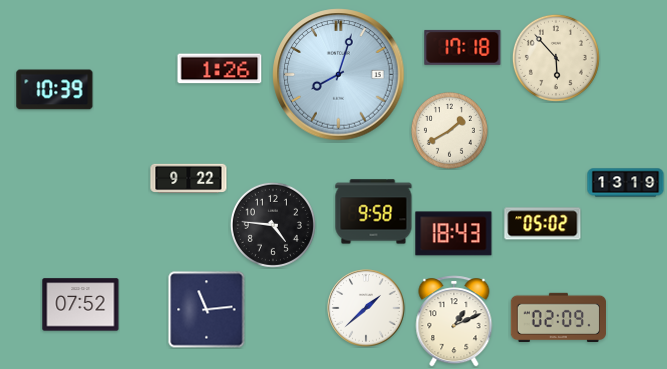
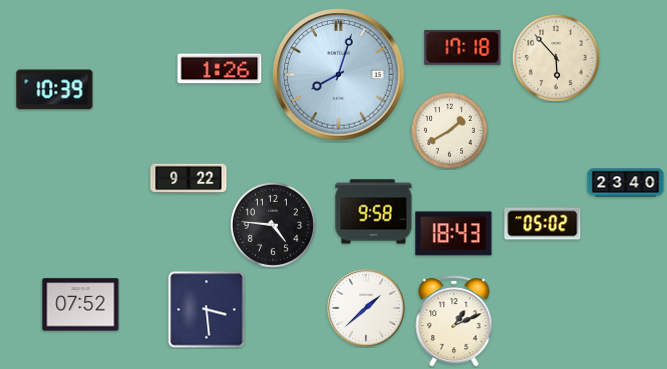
clock at (626, 183): 13:19 -> 23:40
clock at (207, 310): 11:14 -> 3:29
clock at (558, 317): 02:09 -> none
